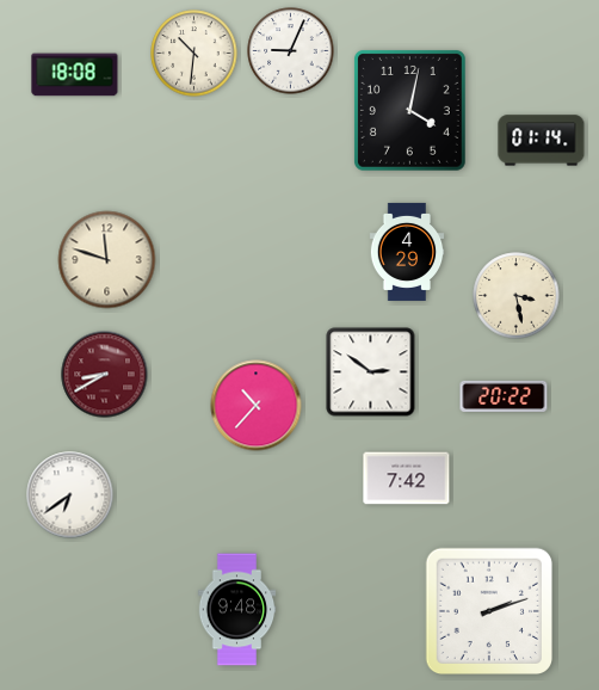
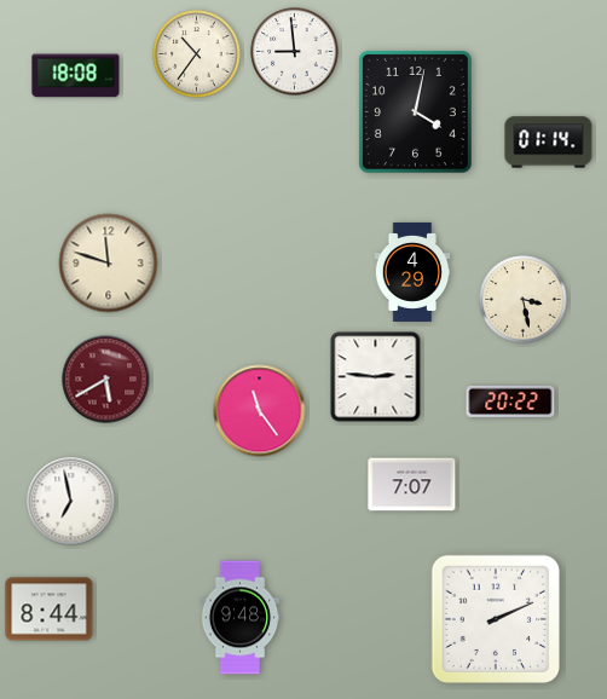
clock at (291, 51): 9:04 -> 8:59
clock at (194, 54): 10:31 -> 10:36
clock at (407, 252) position: (407, 252) -> (412, 272)
clock at (371, 372): 2:51 -> 2:46
clock at (105, 375): 8:40 -> 5:40
clock at (257, 406): 10:37 -> 11:24
clock at (407, 479): 7:42 -> 7:07
clock at (70, 495): 6:39 -> 6:58
clock at (50, 610): none -> 8:44
clock at (488, 610): 2:12 -> 2:11
